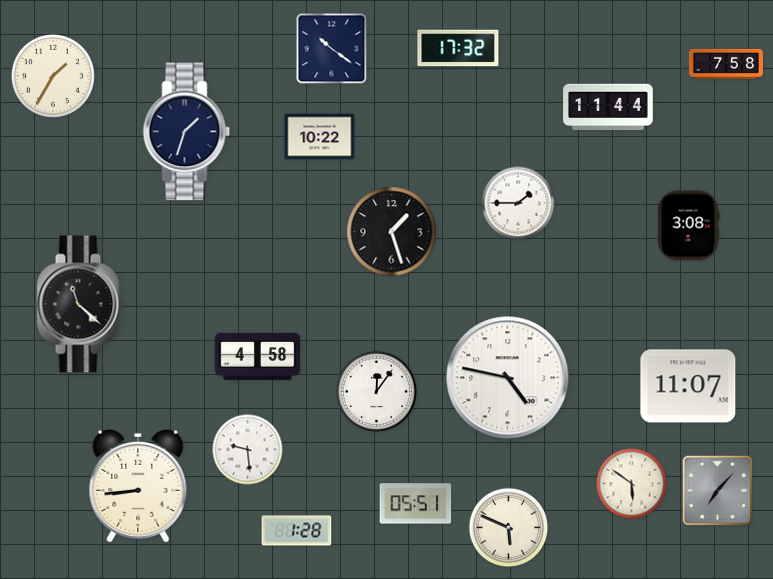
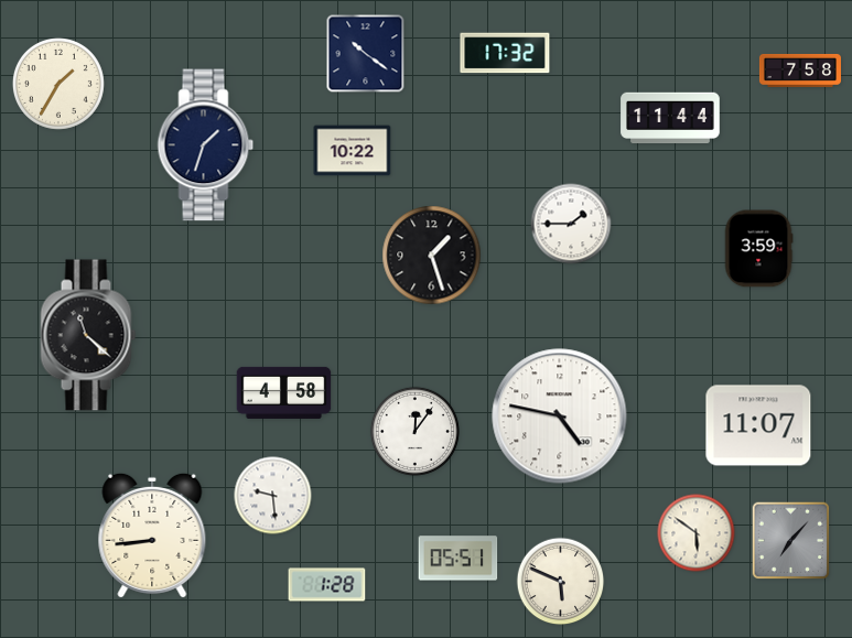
clock at (688, 226): 3:08 -> 3:59
clock at (416, 504) position: (416, 504) -> (459, 559)
